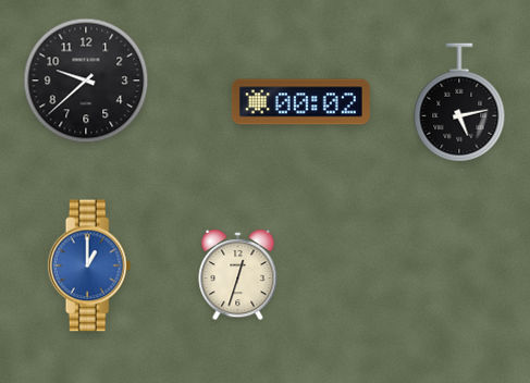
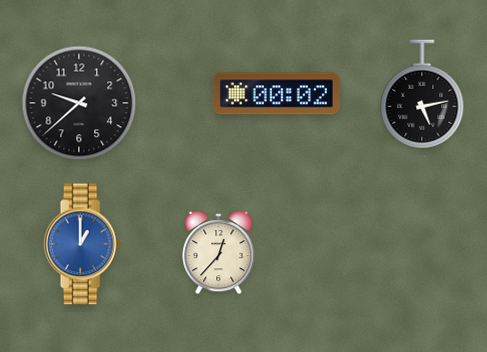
clock at (86, 81) position: (86, 81) -> (79, 103)
clock at (238, 275): 12:33 -> 12:37
